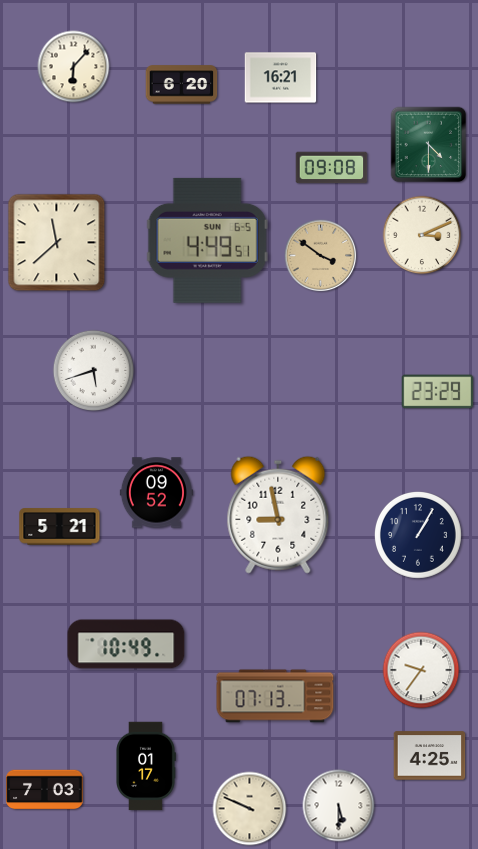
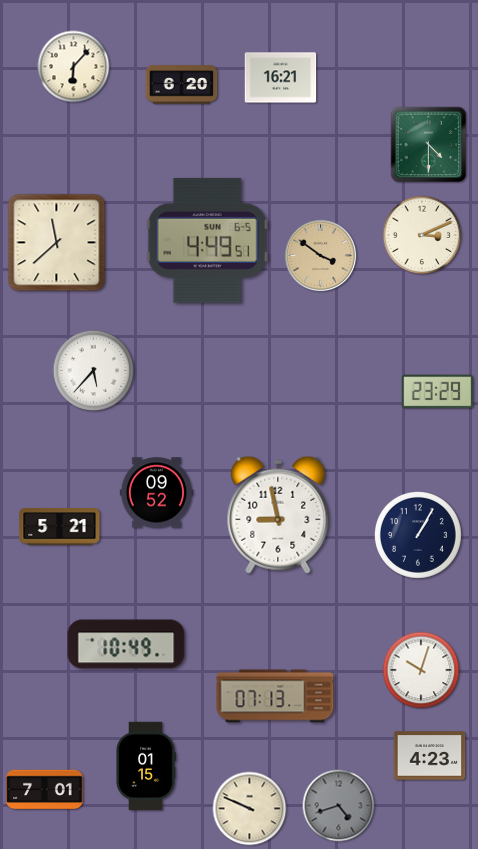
clock at (332, 168): 09:08 -> none
clock at (94, 371): 5:42 -> 5:37
clock at (421, 670): 9:36 -> 10:03
clock at (430, 756): 4:25 -> 4:23
clock at (146, 766): 01:17 -> 01:15
clock at (45, 790): 7:03 -> 7:01
clock at (339, 806): 5:30 -> 4:42
clock at (339, 806) dial: white -> grey
